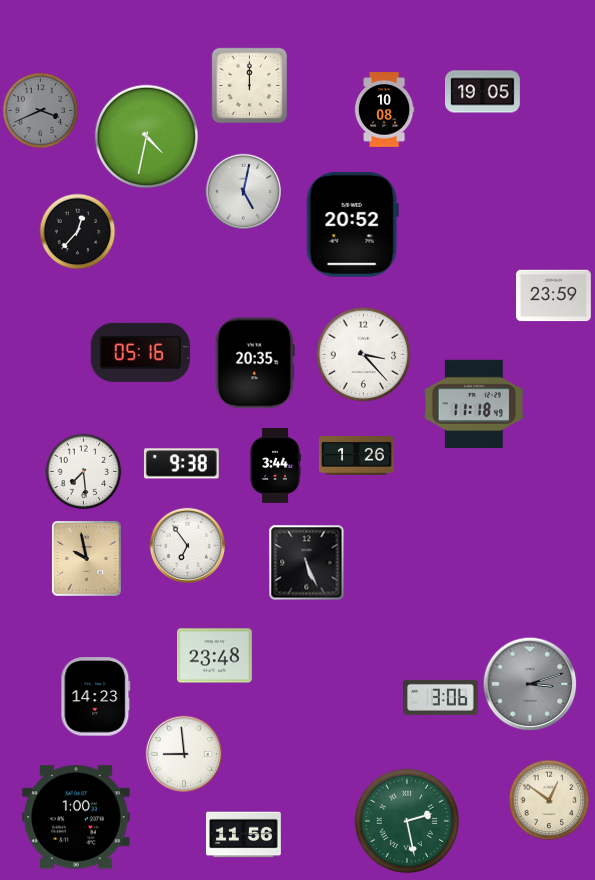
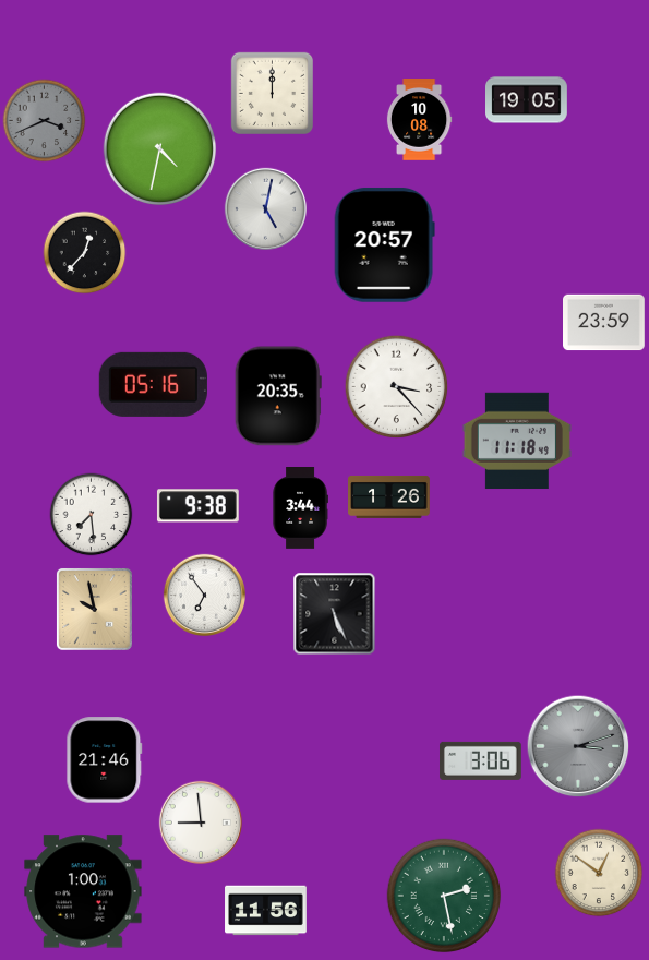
clock at (352, 224): 20:52 -> 20:57
clock at (215, 656): 23:48 -> none
clock at (96, 697): 14:23 -> 21:46
